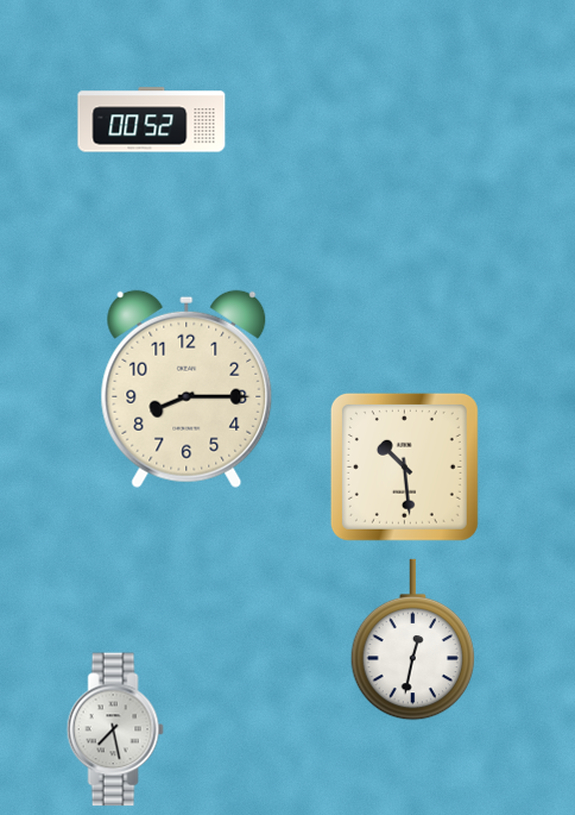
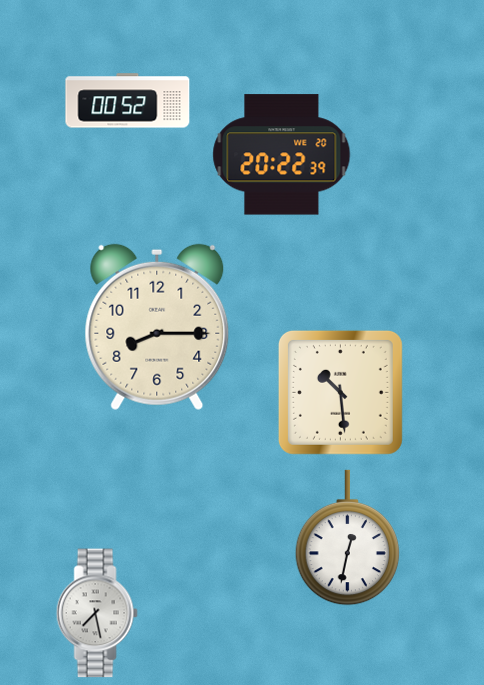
clock at (282, 155): none -> 20:22
